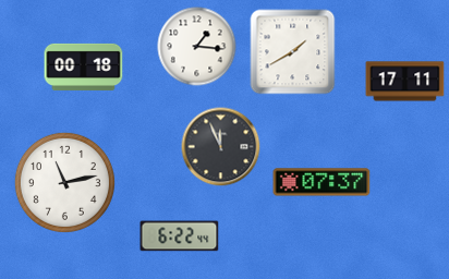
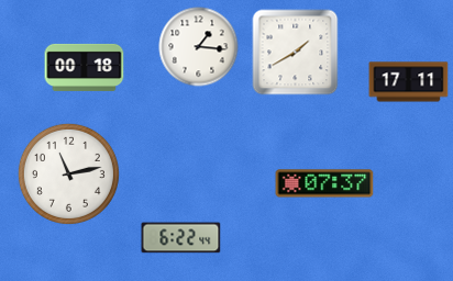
clock at (221, 147): 11:56 -> none
clock at (64, 182) position: (64, 182) -> (68, 173)
